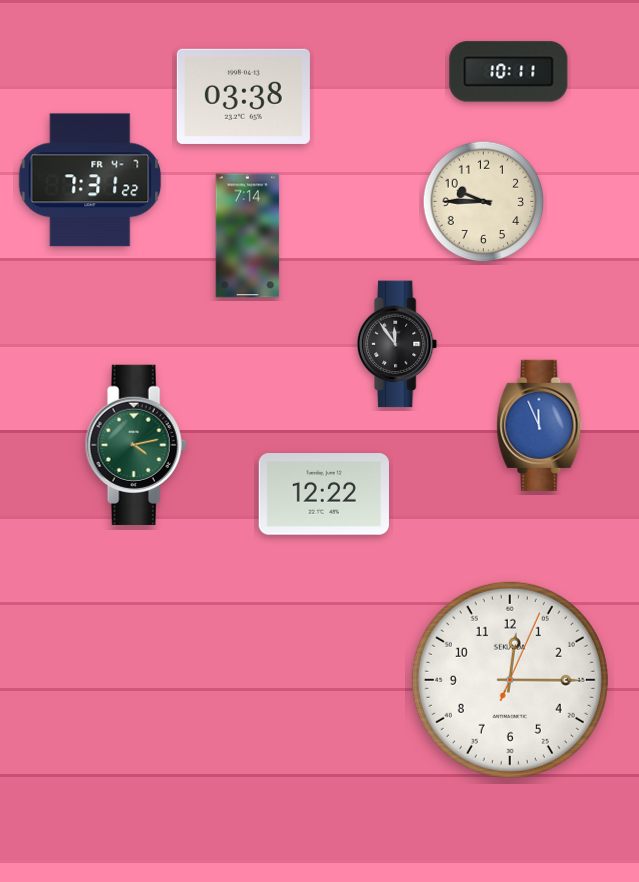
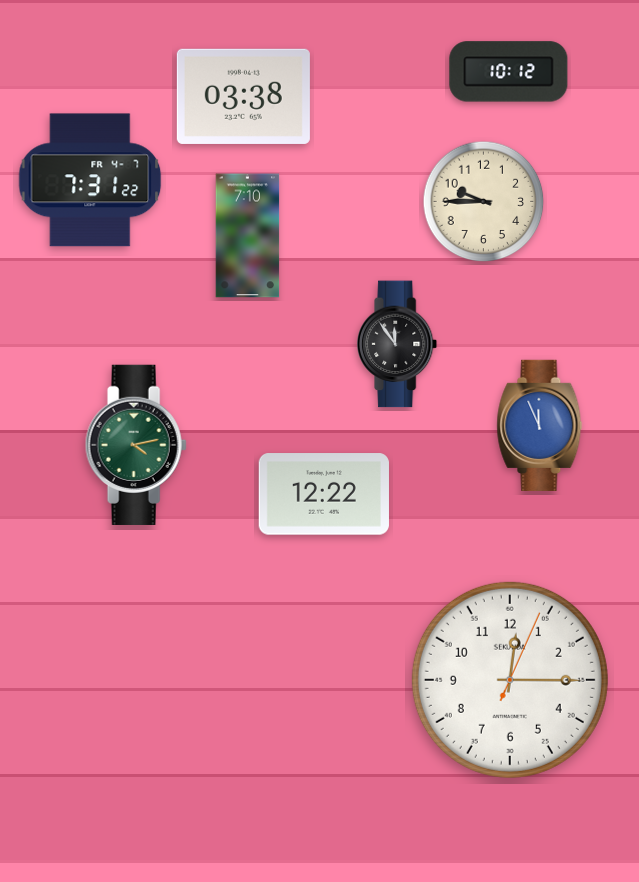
clock at (509, 72): 10:11 -> 10:12
clock at (248, 236): 7:14 -> 7:10
